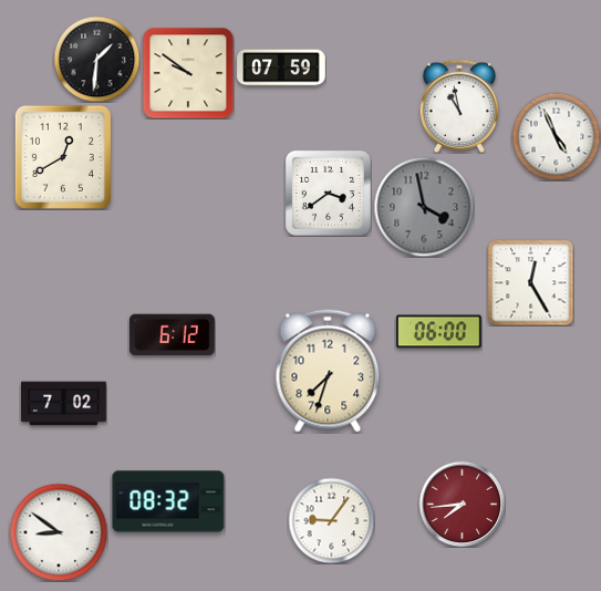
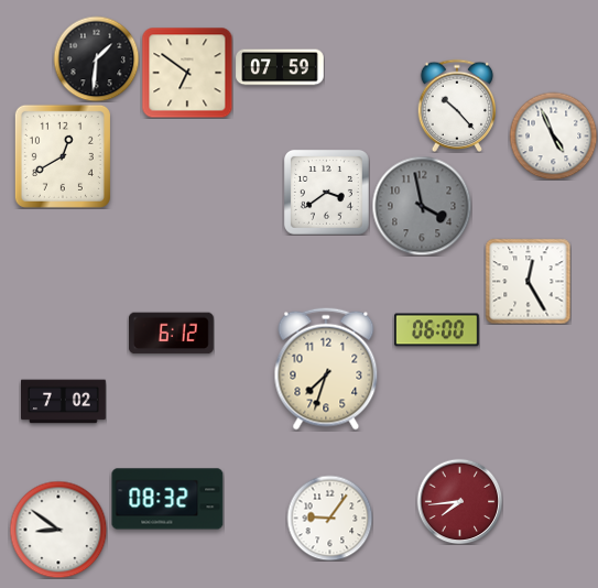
clock at (188, 73): 9:51 -> 6:51
clock at (459, 105): 10:58 -> 10:23
